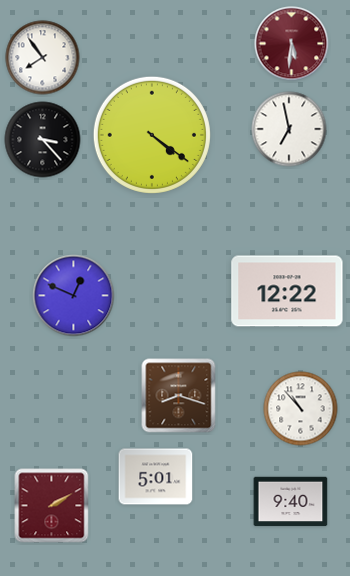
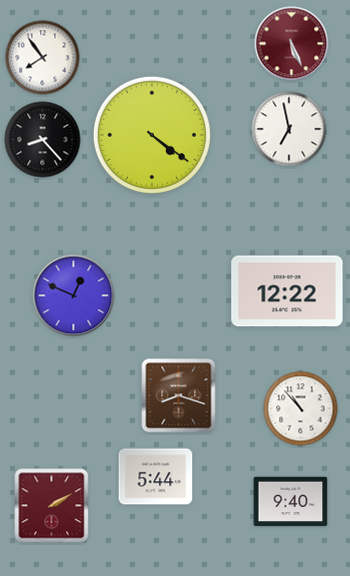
clock at (292, 44): 5:31 -> 5:26
clock at (43, 140): 3:23 -> 8:23
clock at (156, 477): 5:01 -> 5:44
